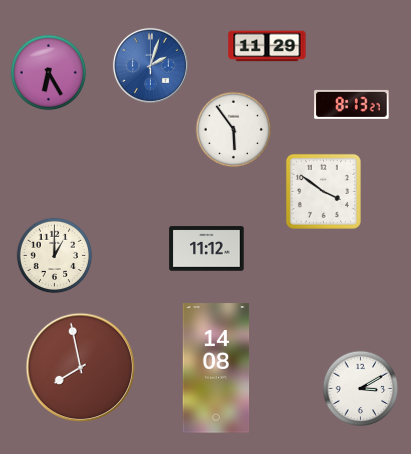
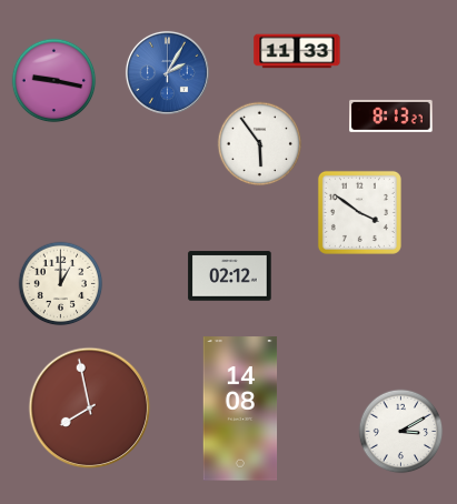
clock at (267, 46): 11:29 -> 11:33
clock at (150, 65): 2:03 -> 2:05
clock at (49, 73): 6:25 -> 9:17
clock at (207, 249): 11:12 -> 02:12
